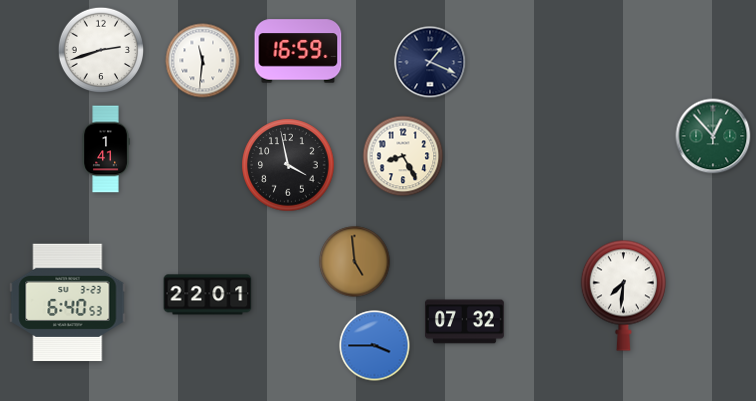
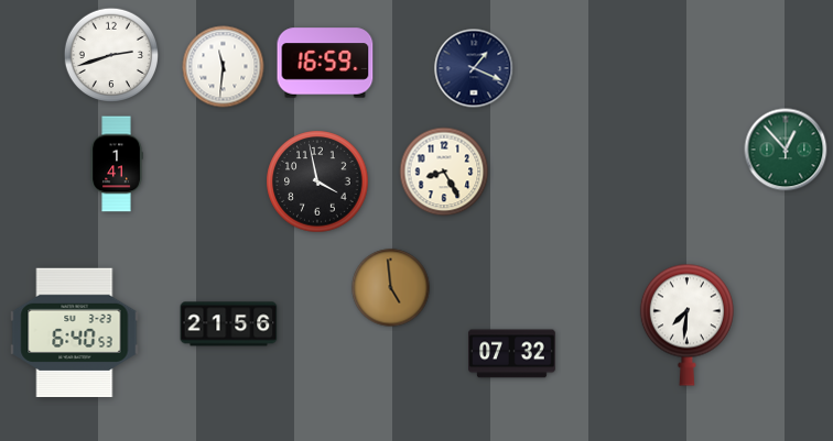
clock at (298, 51) position: (298, 51) -> (325, 63)
clock at (208, 295): 22:01 -> 21:56
clock at (375, 346): 3:45 -> none
